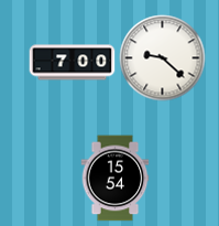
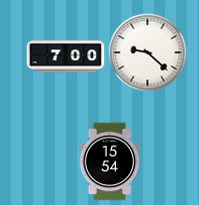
clock at (116, 177) position: (116, 177) -> (110, 161)
